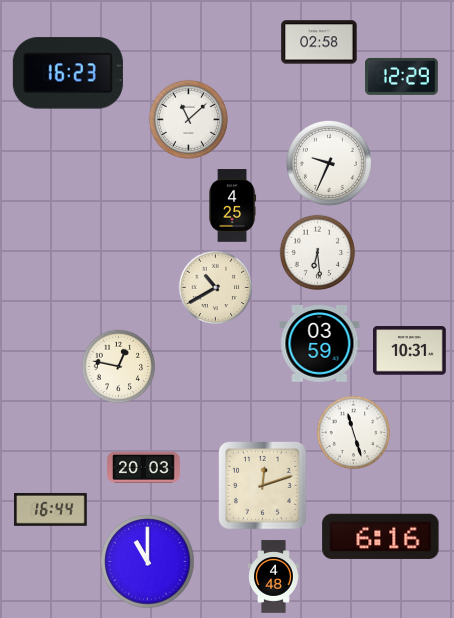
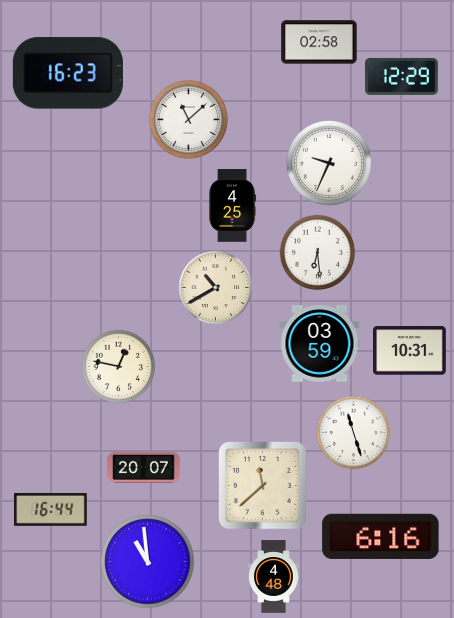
clock at (144, 467): 20:03 -> 20:07
clock at (263, 486): 12:12 -> 11:38
clock at (148, 562): 11:00 -> 10:59
